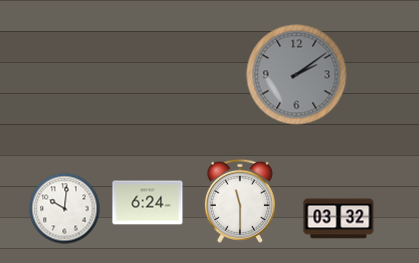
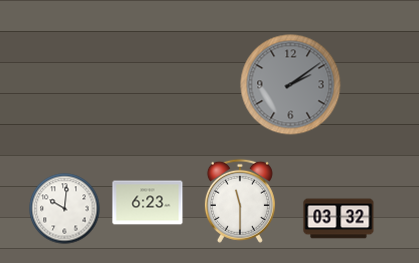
clock at (297, 75) position: (297, 75) -> (291, 85)
clock at (148, 203): 6:24 -> 6:23
